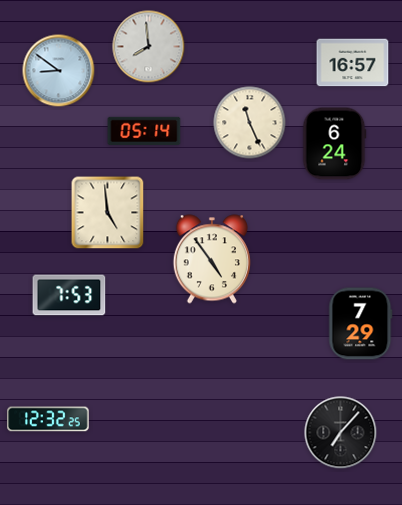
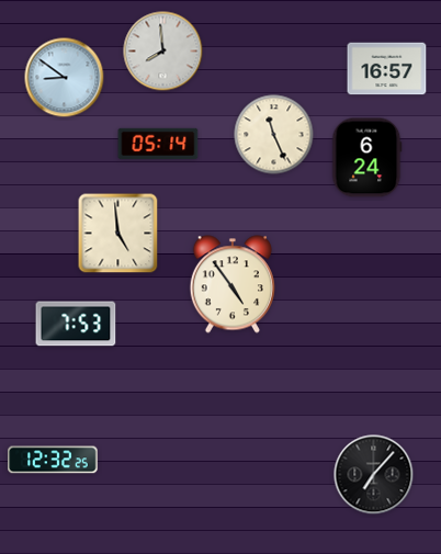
clock at (361, 324): 7:29 -> none
